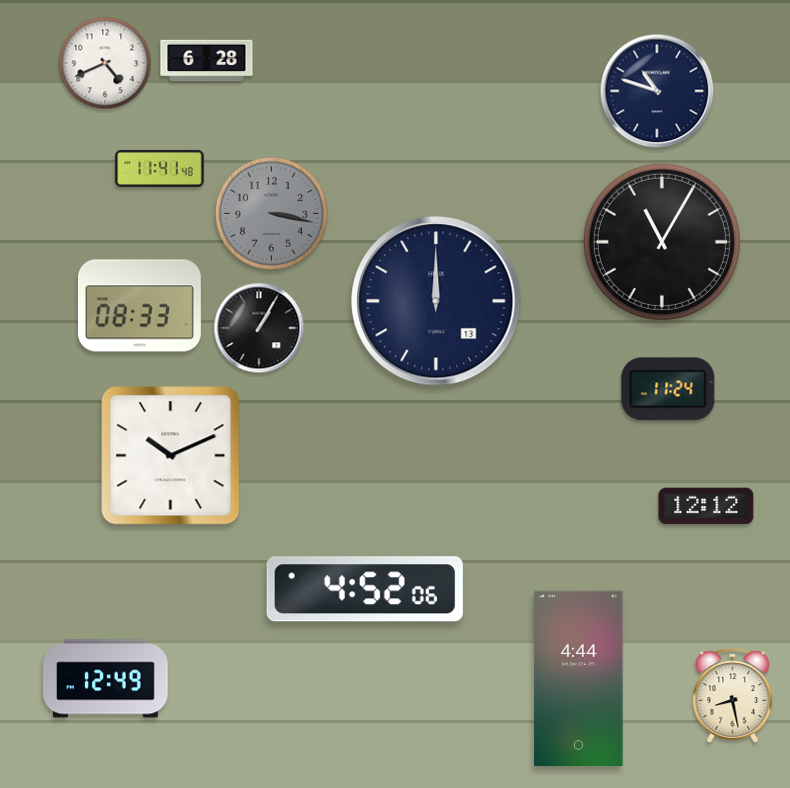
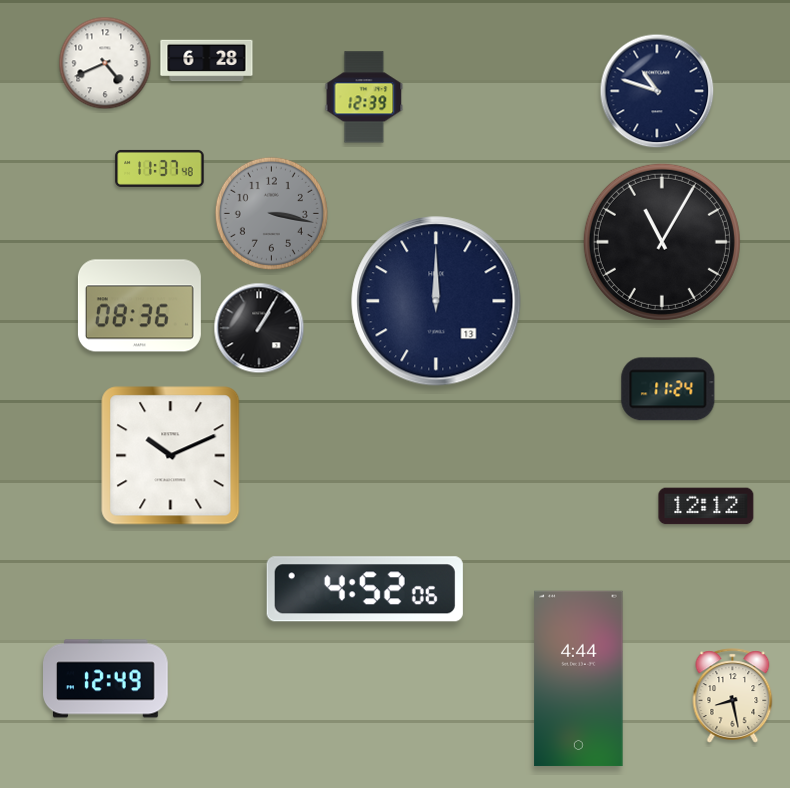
clock at (364, 97): none -> 12:39
clock at (160, 168): 11:41 -> 11:37
clock at (139, 306): 08:33 -> 08:36
